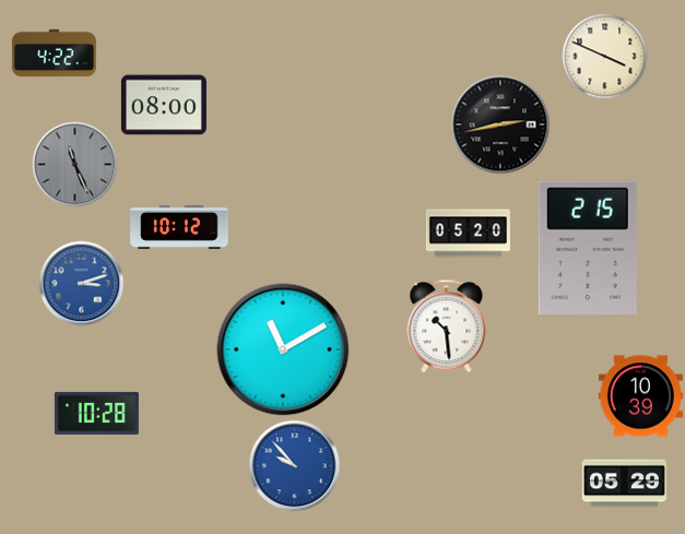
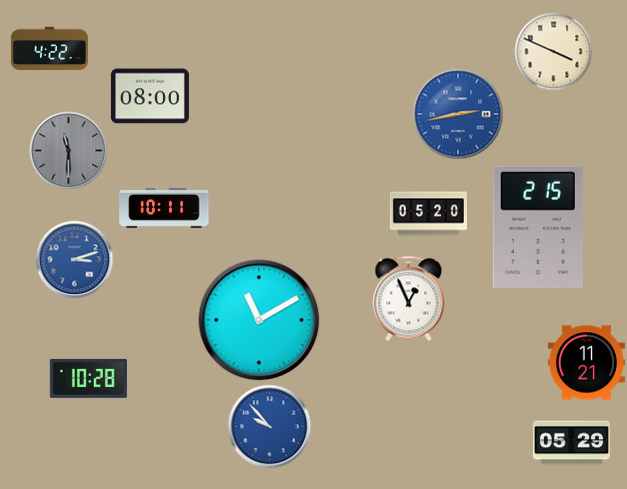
clock at (500, 124) dial: black -> blue
clock at (74, 164): 11:26 -> 11:30
clock at (179, 227): 10:12 -> 10:11
clock at (447, 325): 10:29 -> 12:56
clock at (640, 396): 10:39 -> 11:21
